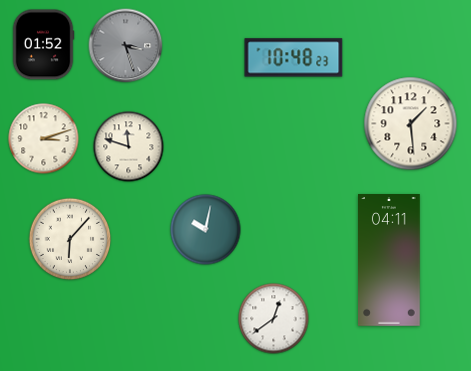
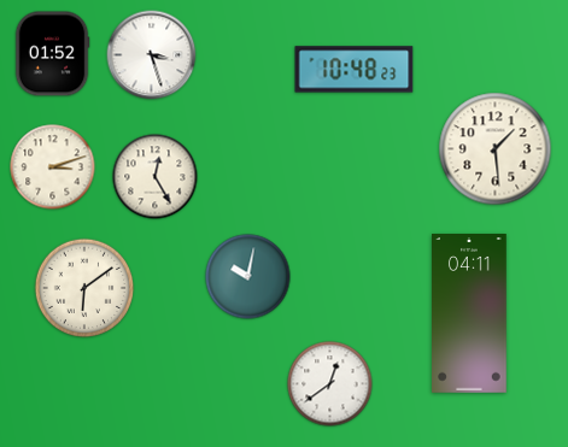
clock at (126, 46) dial: grey -> white
clock at (129, 147): 11:48 -> 12:25
clock at (70, 239): 6:07 -> 6:09
